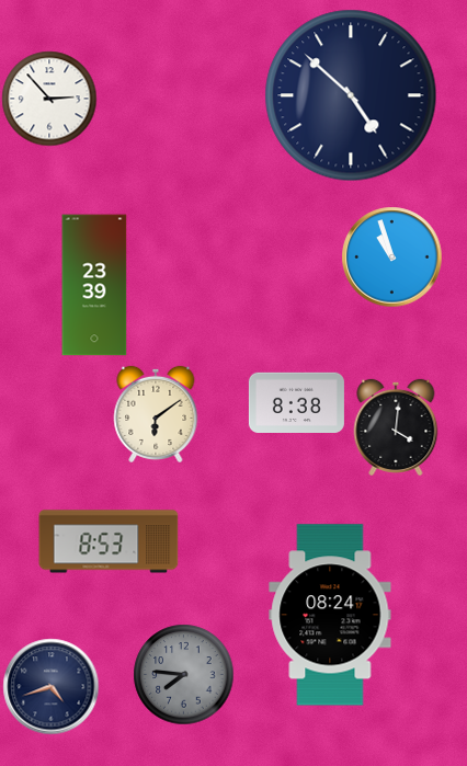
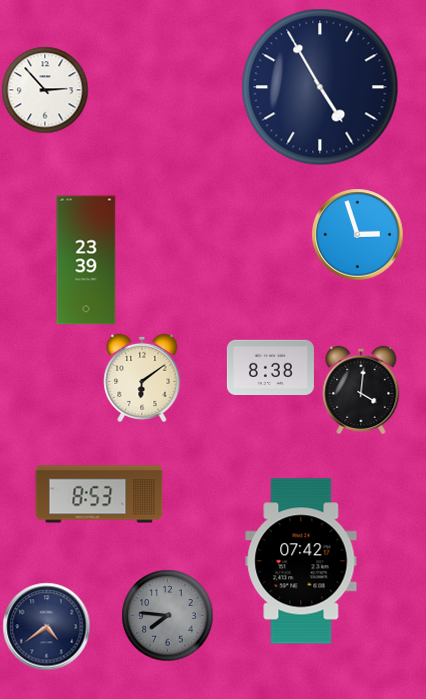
clock at (351, 95): 4:52 -> 4:55
clock at (391, 256): 10:57 -> 2:57
clock at (330, 615): 08:24 -> 07:42
clock at (50, 686): 4:42 -> 4:39
